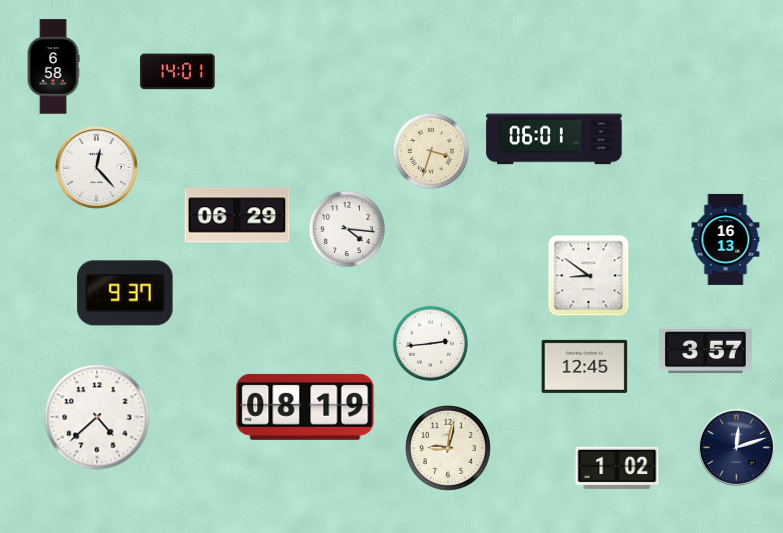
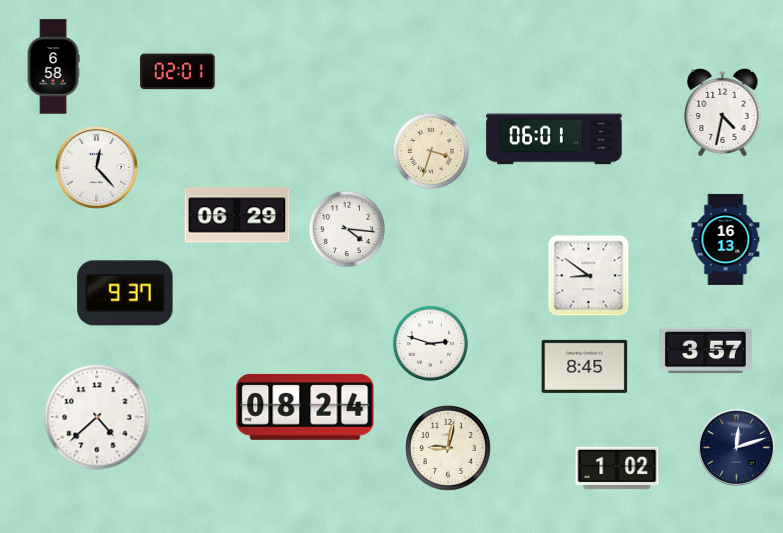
clock at (178, 72): 14:01 -> 02:01
clock at (723, 112): none -> 4:32
clock at (431, 344): 2:44 -> 2:48
clock at (585, 366): 12:45 -> 8:45
clock at (305, 407): 08:19 -> 08:24
